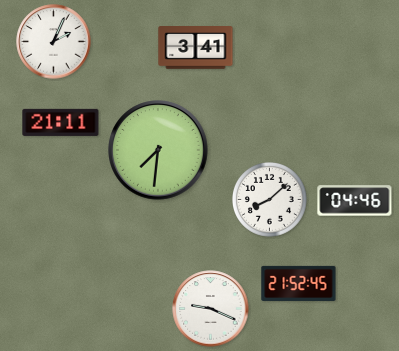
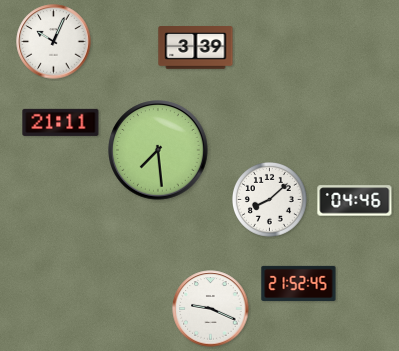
clock at (54, 42): 2:04 -> 10:04
clock at (196, 48): 3:41 -> 3:39
clock at (158, 150): 7:31 -> 7:29
